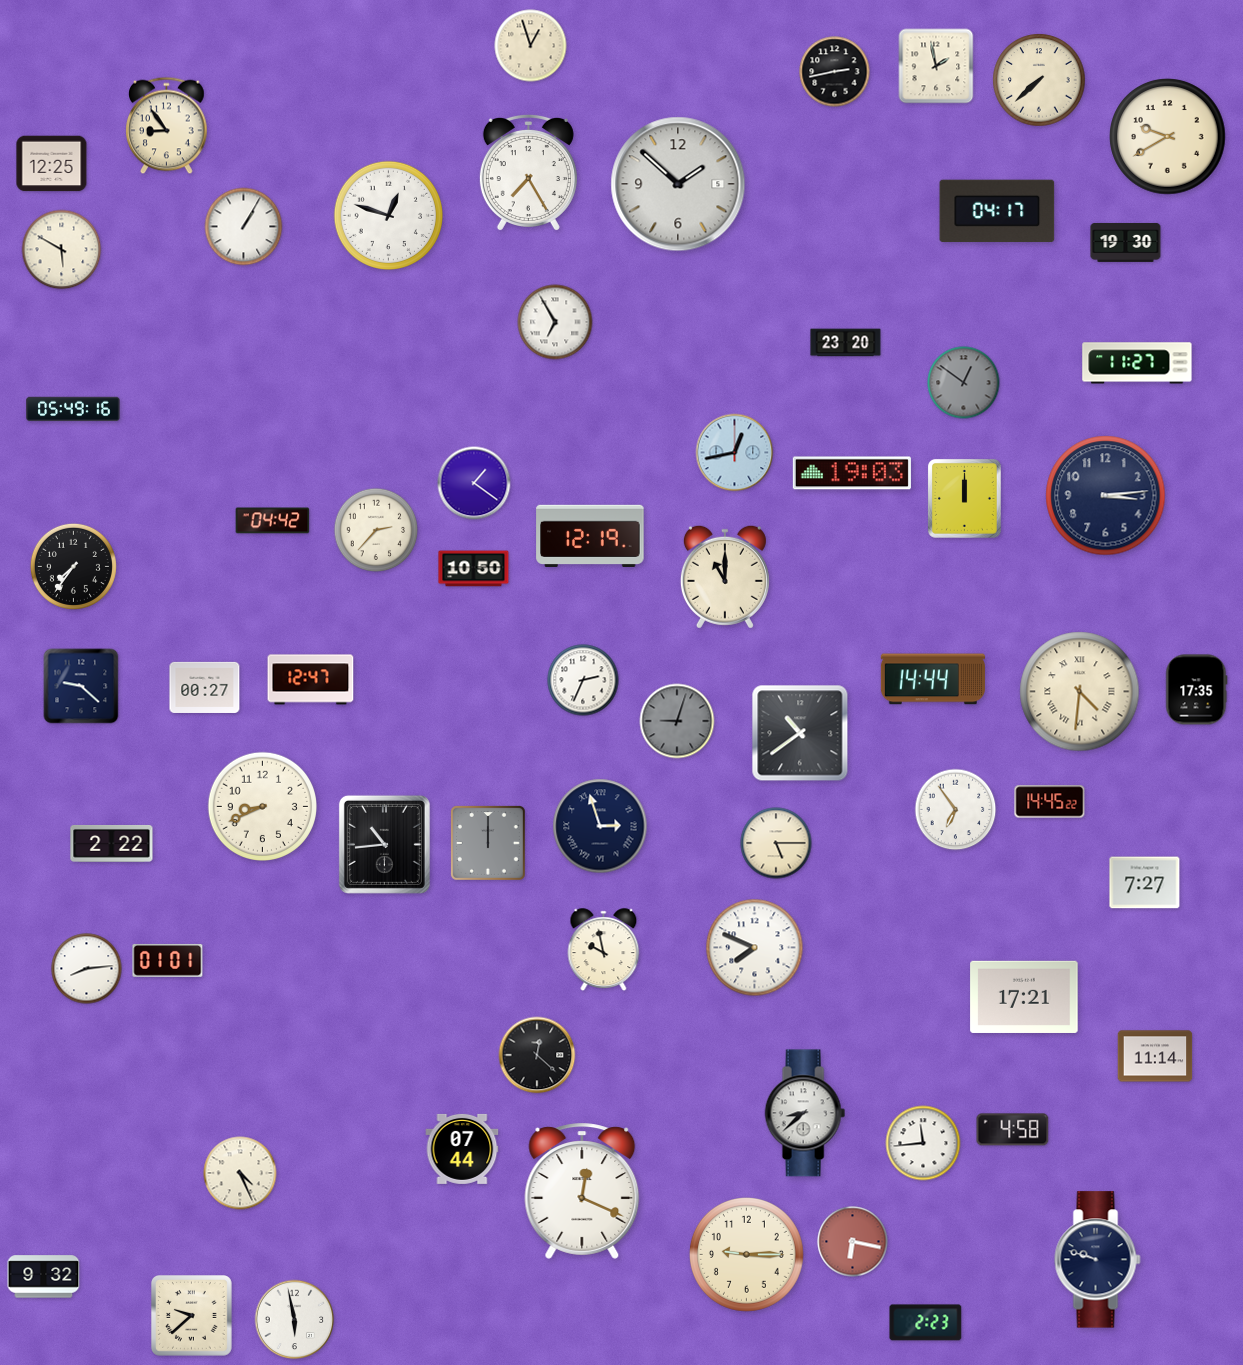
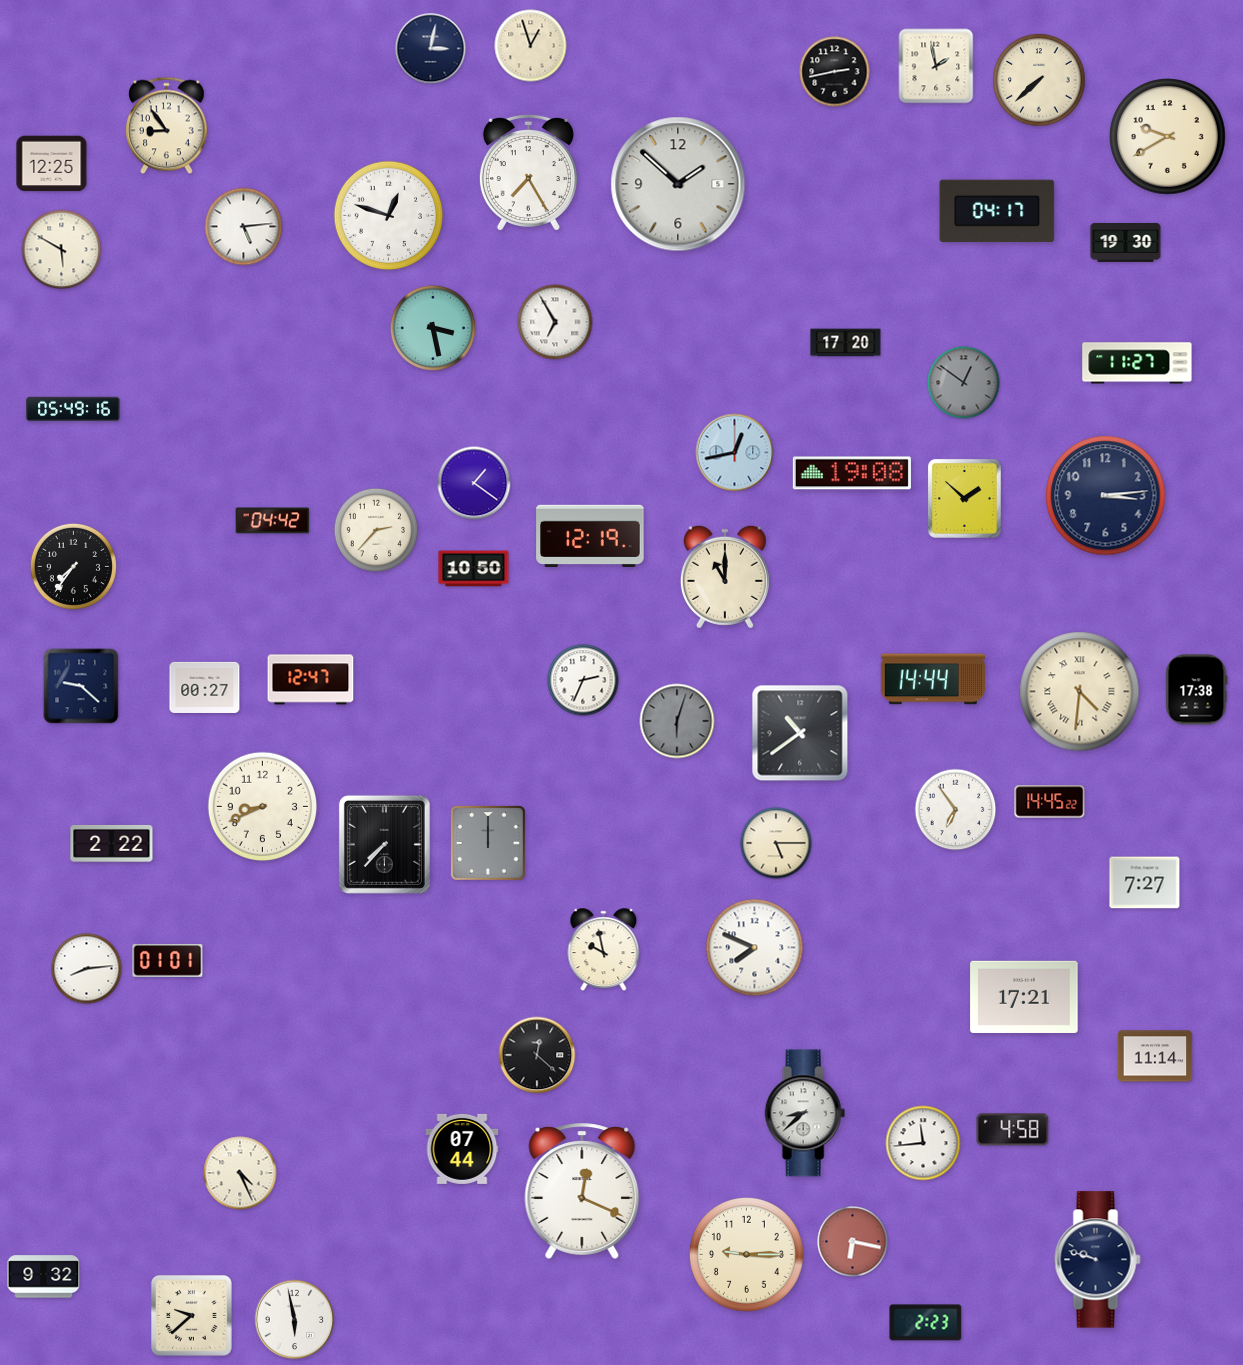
clock at (431, 49): none -> 3:02
clock at (244, 227): 1:05 -> 5:14
clock at (433, 328): none -> 3:28
clock at (846, 343): 23:20 -> 17:20
clock at (852, 473): 19:03 -> 19:08
clock at (964, 499): 12:00 -> 1:52
clock at (1197, 690): 17:35 -> 17:38
clock at (677, 721): 9:03 -> 6:03
clock at (600, 826): 2:57 -> none
clock at (384, 844): 10:44 -> 7:37
